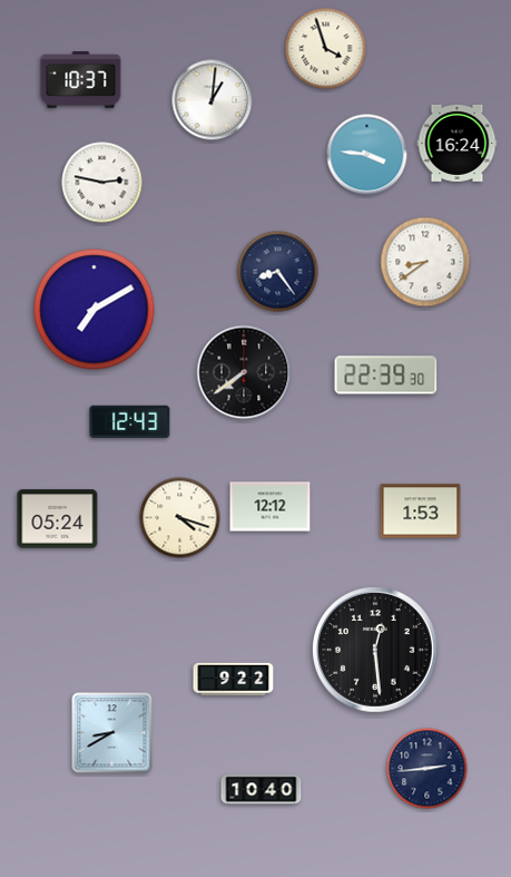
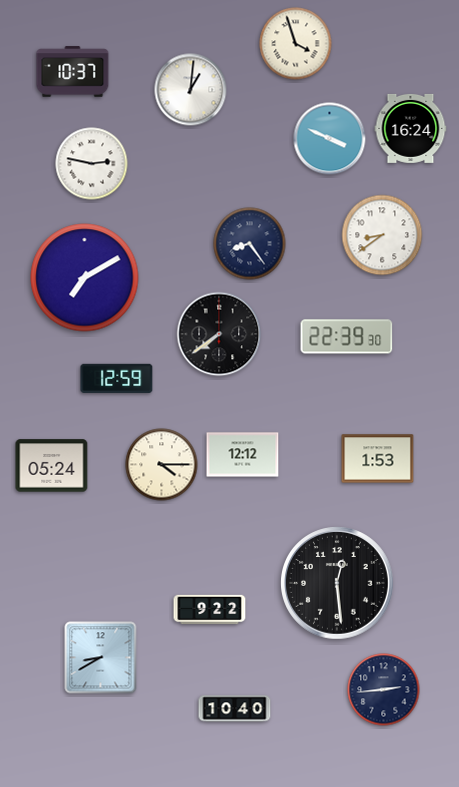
clock at (326, 49) position: (326, 49) -> (296, 44)
clock at (367, 155): 3:46 -> 3:49
clock at (130, 421): 12:43 -> 12:59
clock at (180, 518): 4:18 -> 4:15
